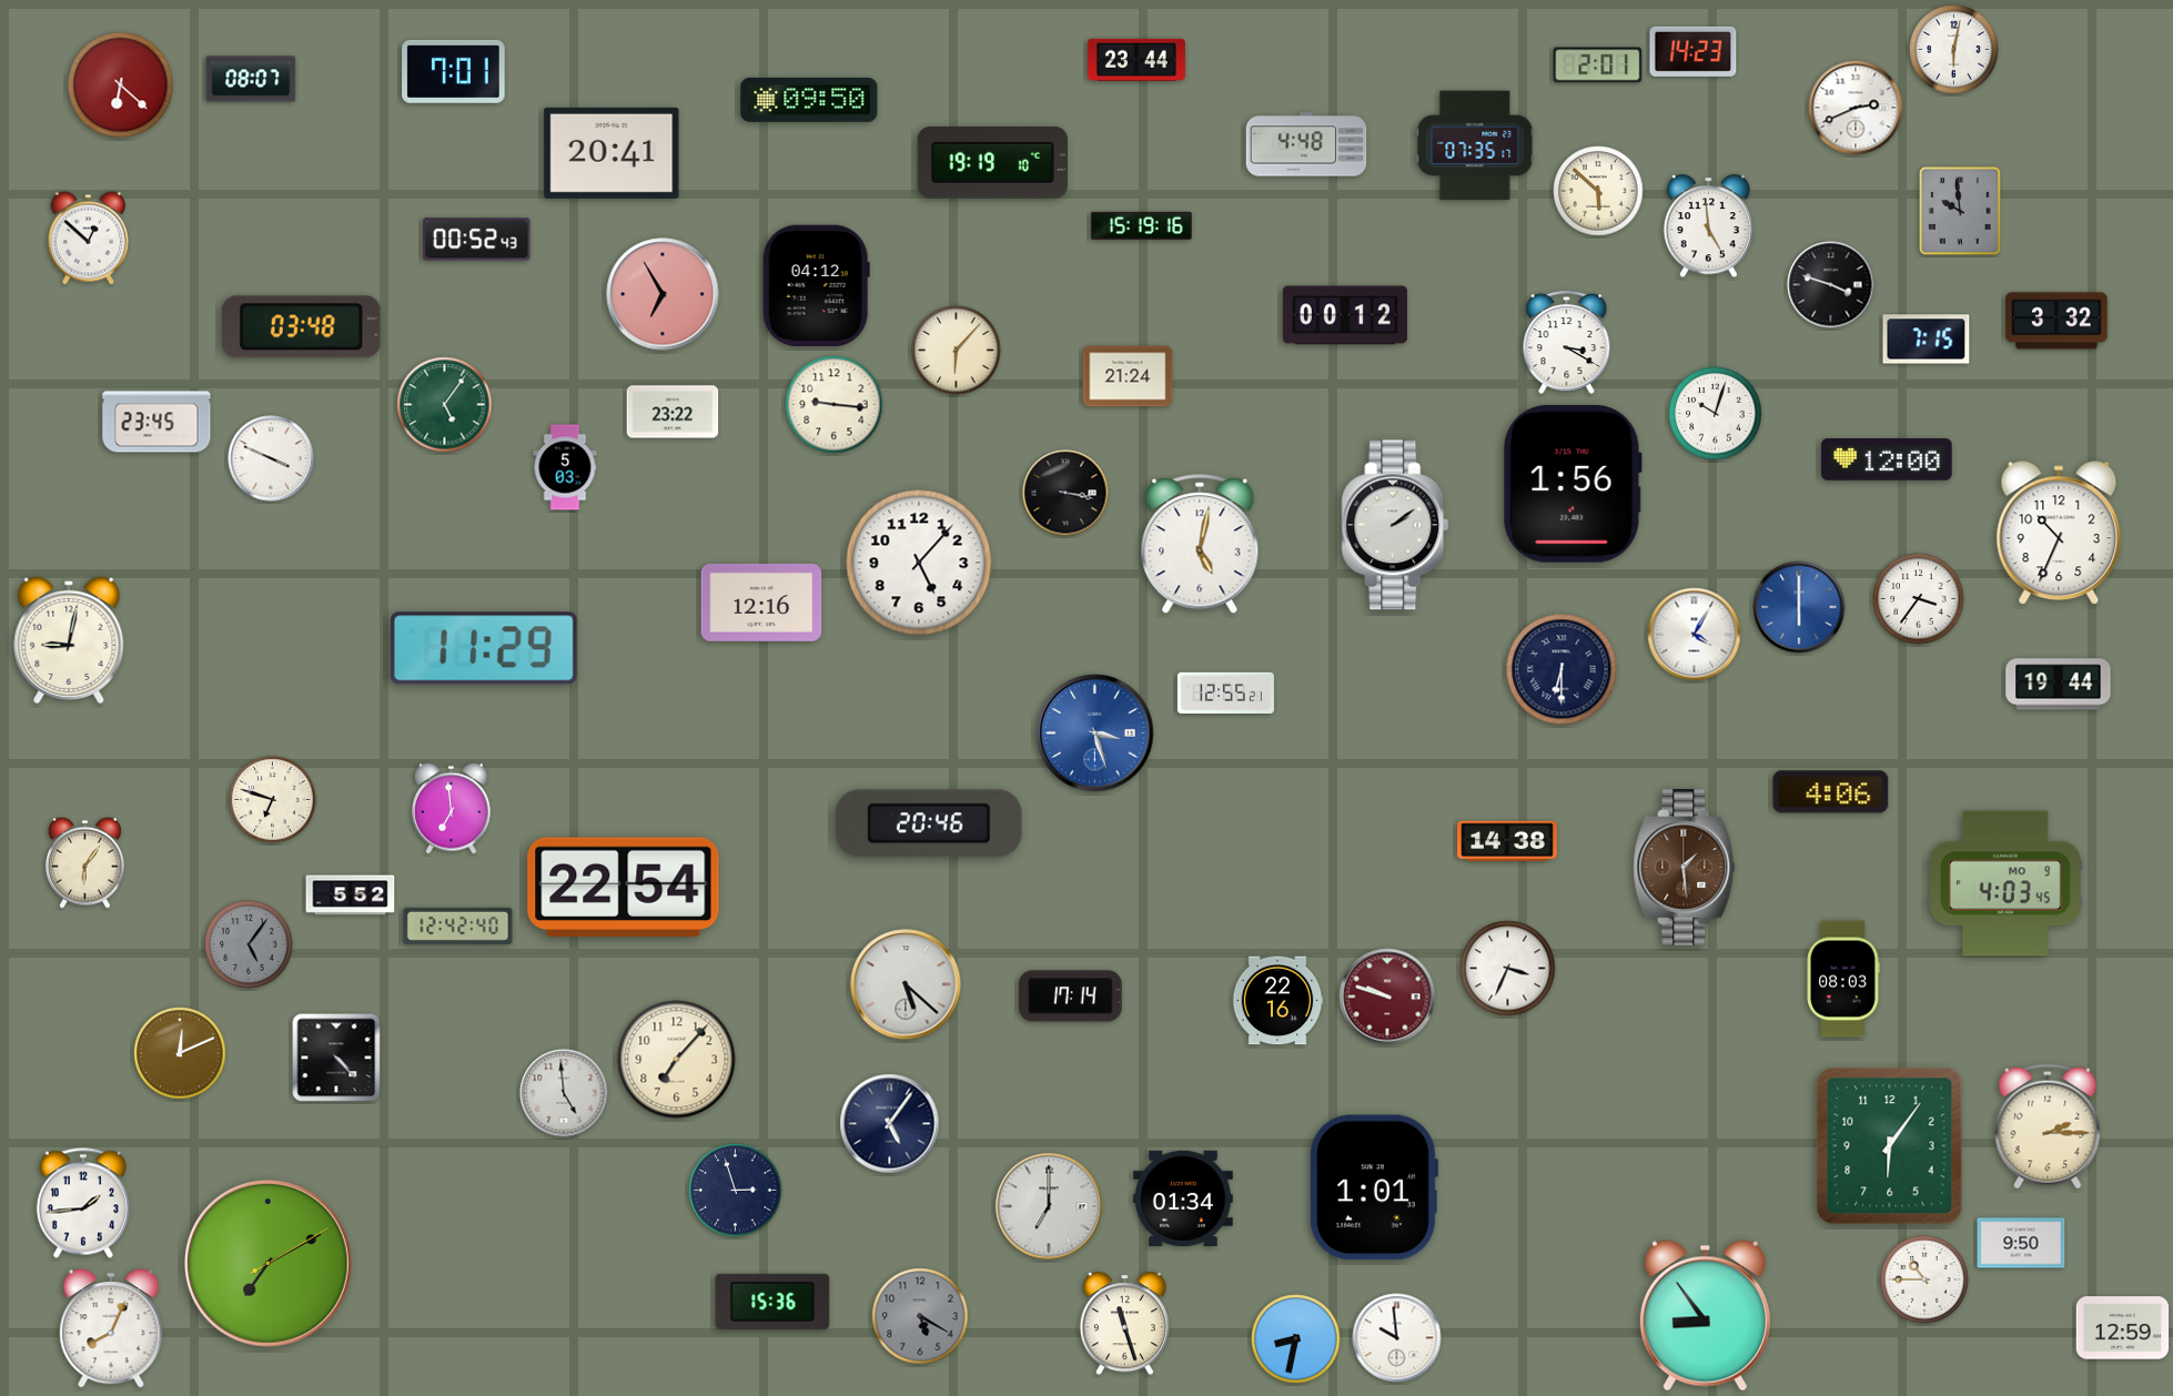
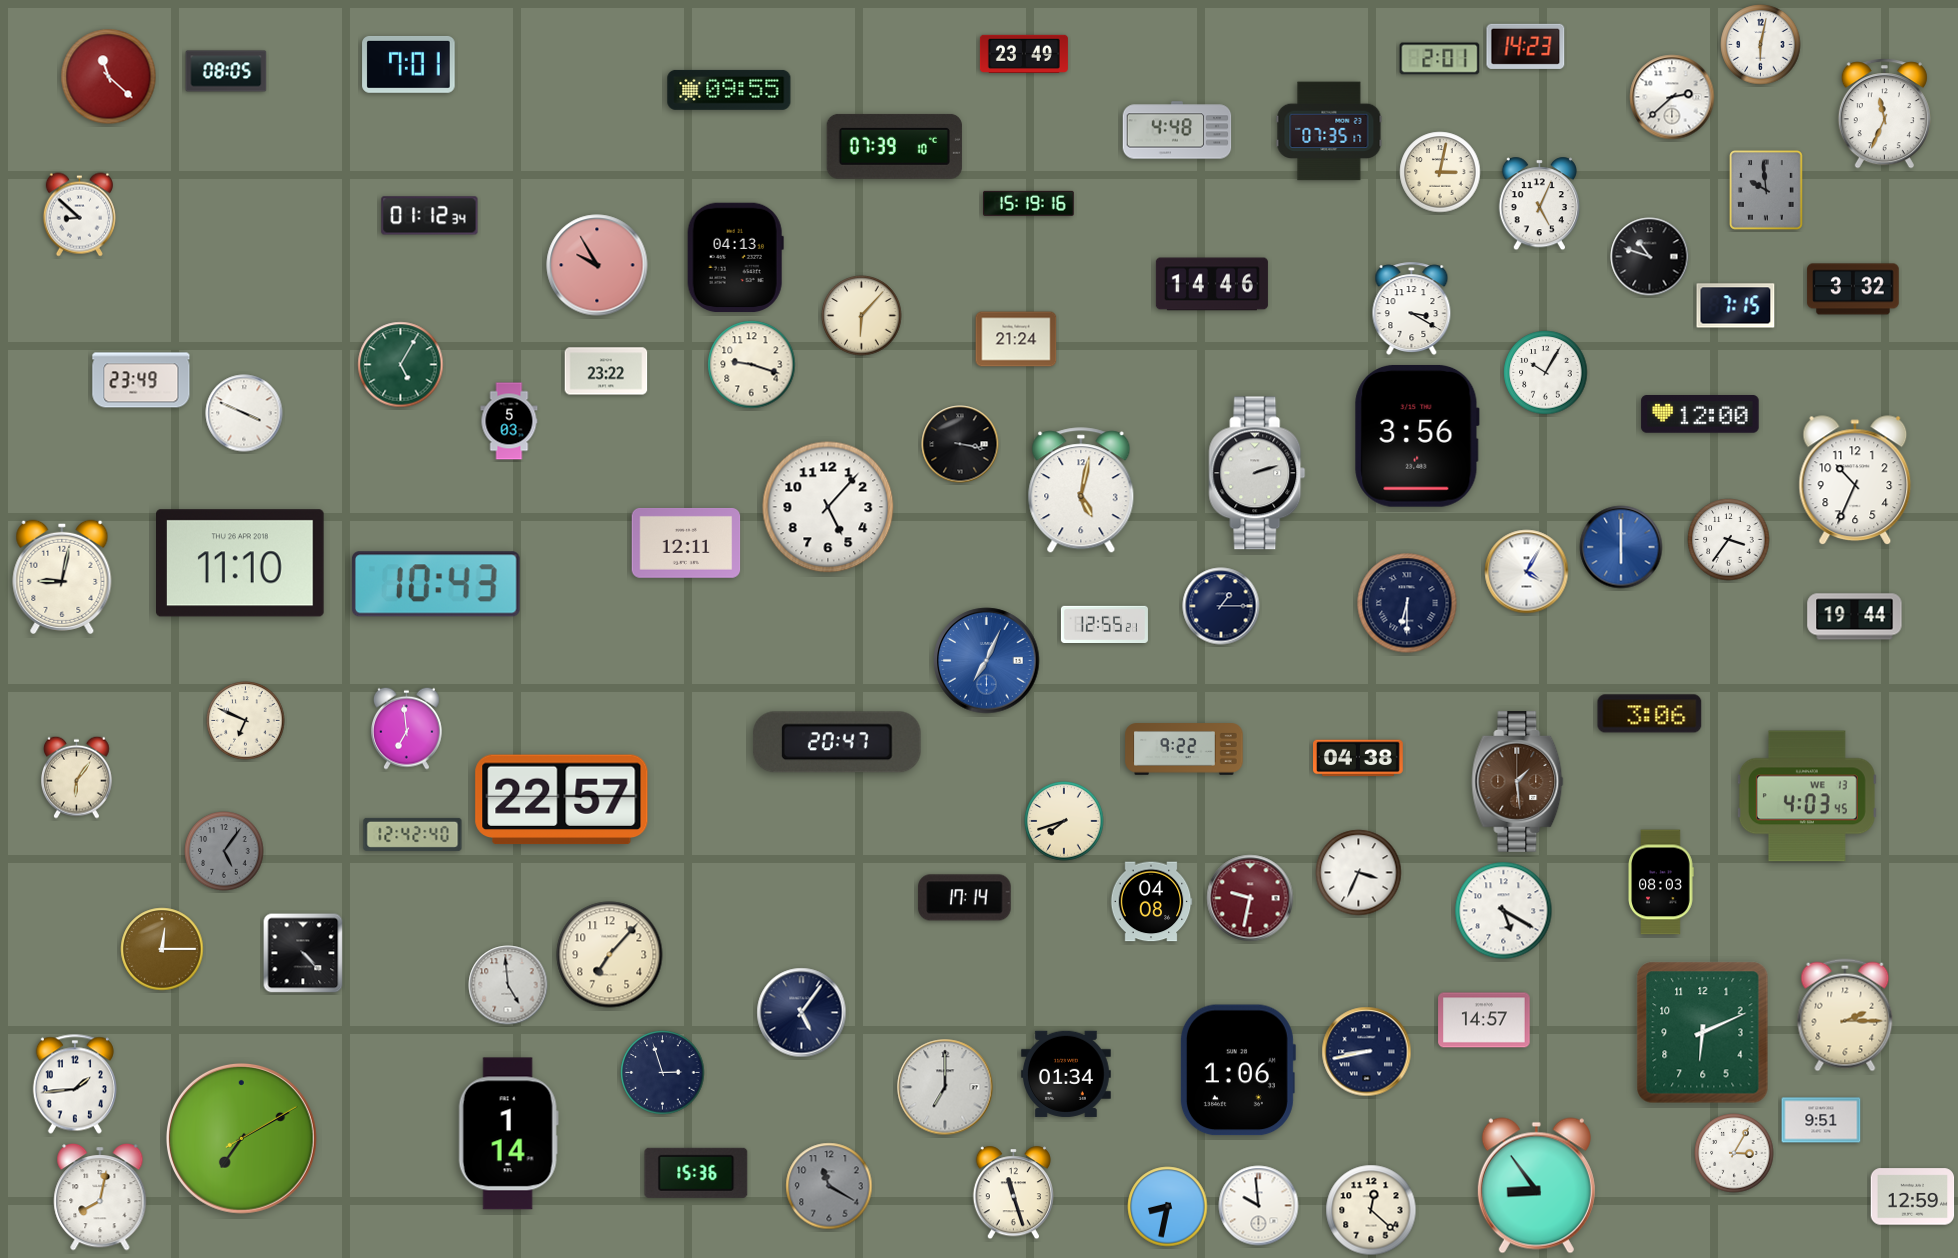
clock at (1136, 60): 23:44 -> 23:49
clock at (251, 79): 08:07 -> 08:05
clock at (121, 85): 6:22 -> 11:22
clock at (809, 100): 09:50 -> 09:55
clock at (1856, 108): 2:41 -> 2:38
clock at (1884, 114): none -> 11:34
clock at (612, 153): 20:41 -> none
clock at (992, 162): 19:19 -> 07:39
clock at (1598, 191): 5:52 -> 3:02
clock at (1708, 226): 4:59 -> 5:04
clock at (88, 239): 12:52 -> 8:52
clock at (477, 240): 00:52 -> 01:12
clock at (816, 285): 04:12 -> 04:13
clock at (1831, 285): 3:48 -> 10:48
clock at (663, 294): 6:55 -> 9:55
clock at (1345, 315): 00:12 -> 14:46
clock at (301, 327): 03:48 -> none
clock at (445, 405): 5:06 -> 5:05
clock at (835, 405): 9:16 -> 9:18
clock at (1716, 414): 10:03 -> 10:05
clock at (156, 422): 23:45 -> 23:49
clock at (1573, 484): 1:56 -> 3:56
clock at (1395, 525): 2:09 -> 2:12
clock at (761, 603): 12:16 -> 12:11
clock at (241, 563): none -> 11:10
clock at (484, 648): 11:29 -> 10:43
clock at (1221, 606): none -> 1:15
clock at (1095, 734): 3:27 -> 7:04
clock at (1831, 792): 4:06 -> 3:06
clock at (273, 800): 6:48 -> 6:49
clock at (929, 823): 20:46 -> 20:47
clock at (1184, 749): none -> 9:22
clock at (1508, 841): 14:38 -> 04:38
clock at (2005, 883) date: MO 9 -> WE 13
clock at (624, 888): 22:54 -> 22:57
clock at (351, 896): 5:52 -> none
clock at (1064, 821): none -> 7:42
clock at (906, 984): 5:22 -> none
clock at (1387, 997): 9:48 -> 9:32
clock at (1277, 1001): 22:16 -> 04:08
clock at (1504, 911): none -> 5:20
clock at (180, 1053): 12:11 -> 12:15
clock at (1484, 1020): none -> 14:57
clock at (1890, 1146): 6:06 -> 6:11
clock at (1367, 1052): none -> 8:43
clock at (1373, 1187): 1:01 -> 1:06
clock at (1183, 1198) position: (1183, 1198) -> (1066, 1074)
clock at (2021, 1243): 9:50 -> 9:51
clock at (508, 1134): none -> 1:14
clock at (1924, 1279): 10:45 -> 3:05
clock at (920, 1316): 5:20 -> 11:20
clock at (111, 1328): 8:04 -> 8:02
clock at (1371, 1210): none -> 12:22
